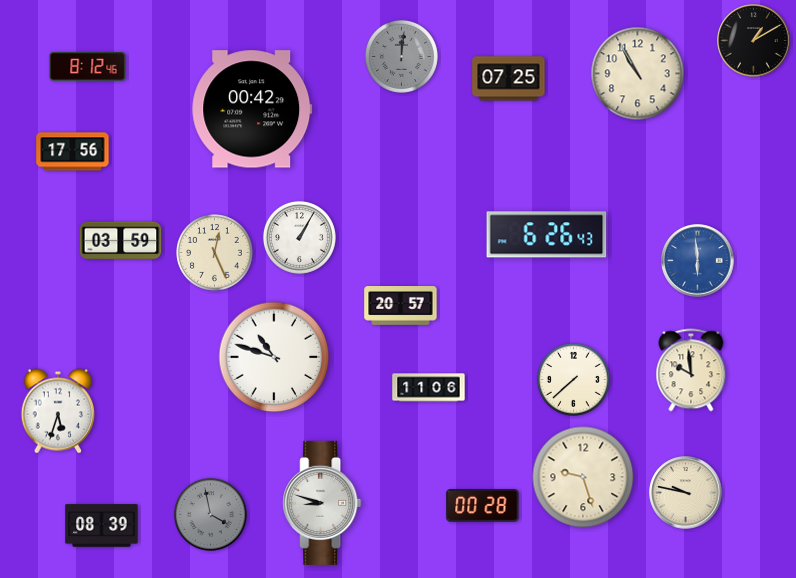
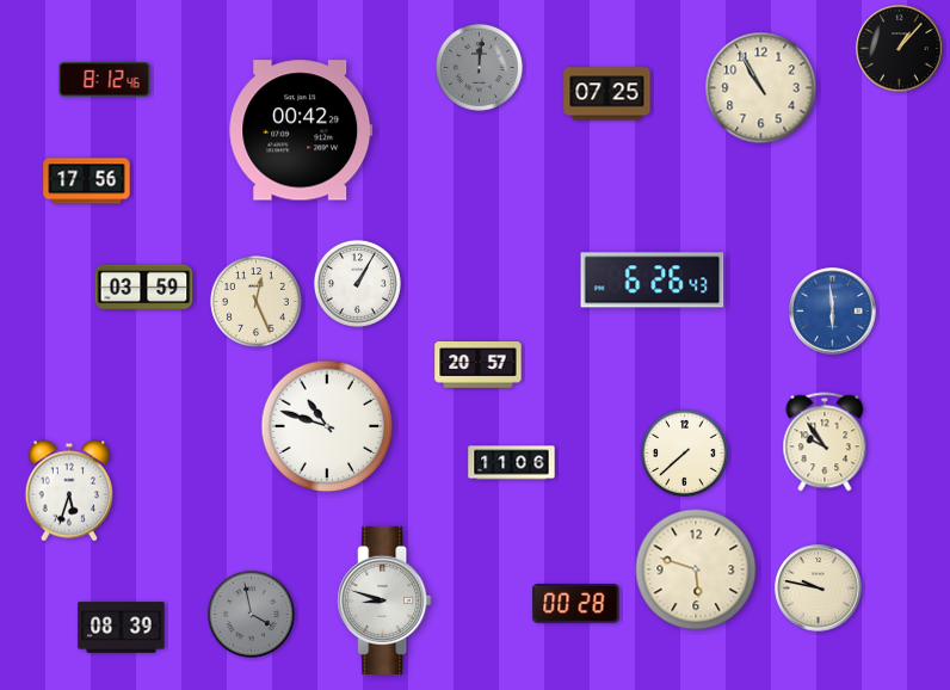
clock at (754, 41): 1:10 -> 1:07
clock at (691, 370): 9:59 -> 9:54
clock at (583, 477): 9:27 -> 5:48
